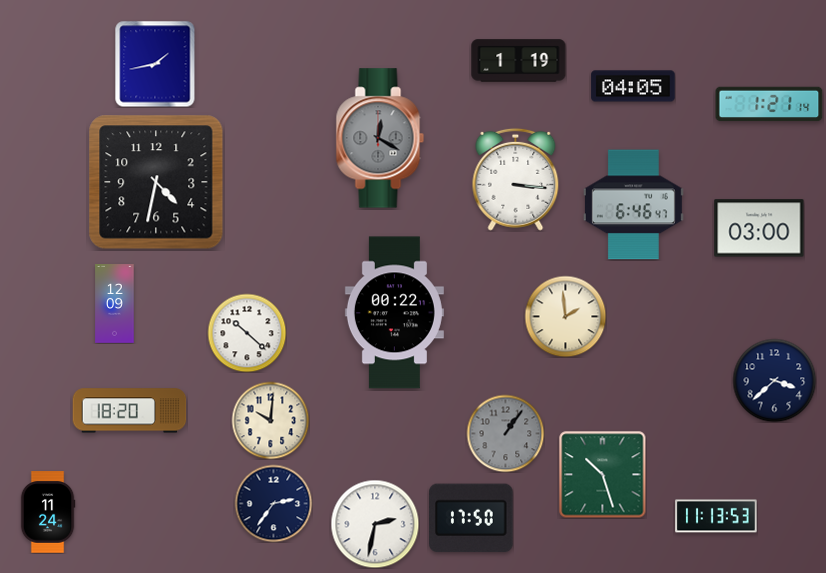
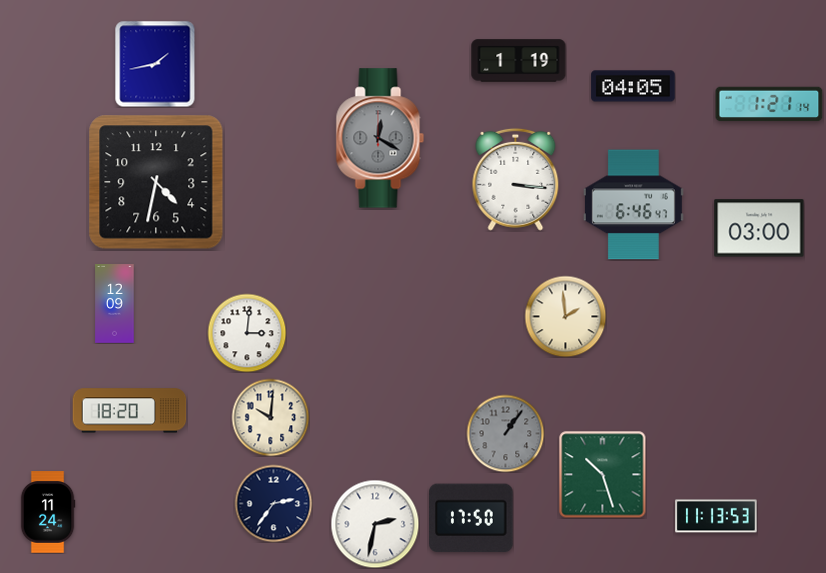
clock at (394, 313): 00:22 -> none
clock at (247, 333): 10:22 -> 3:01
clock at (774, 380): 3:38 -> none
clock at (270, 420) position: (270, 420) -> (270, 417)
